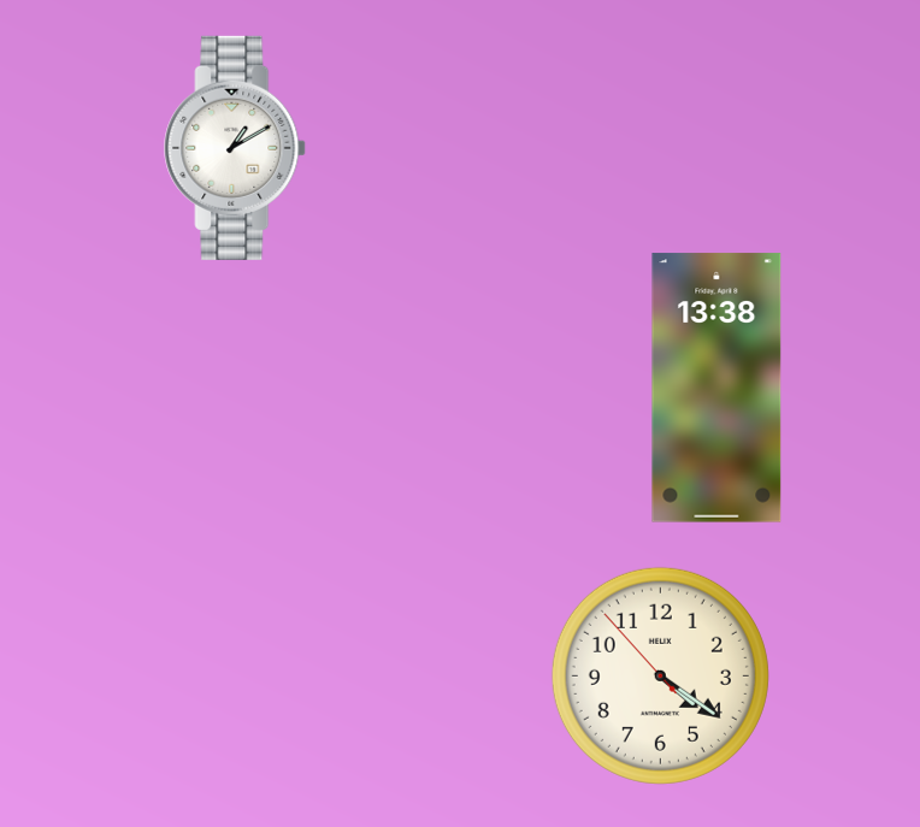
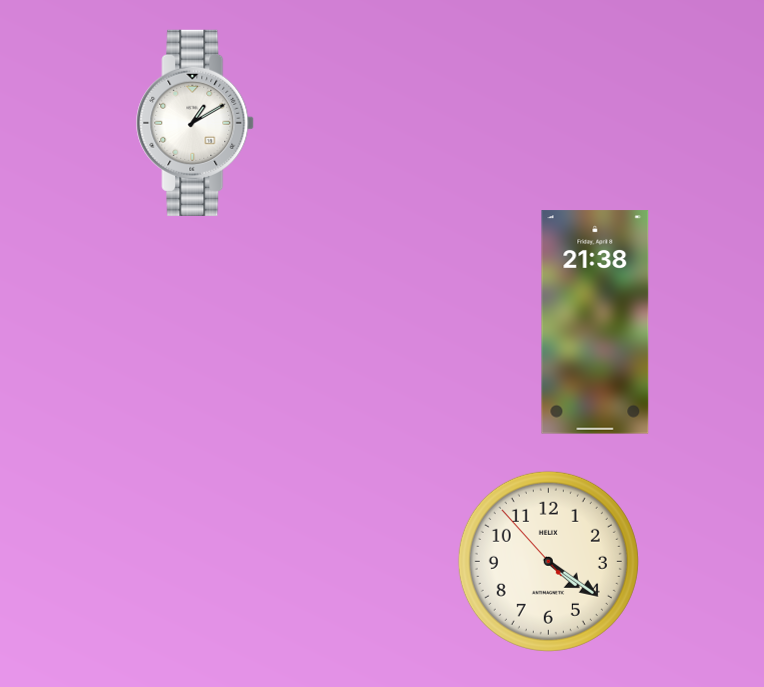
clock at (716, 388): 13:38 -> 21:38
